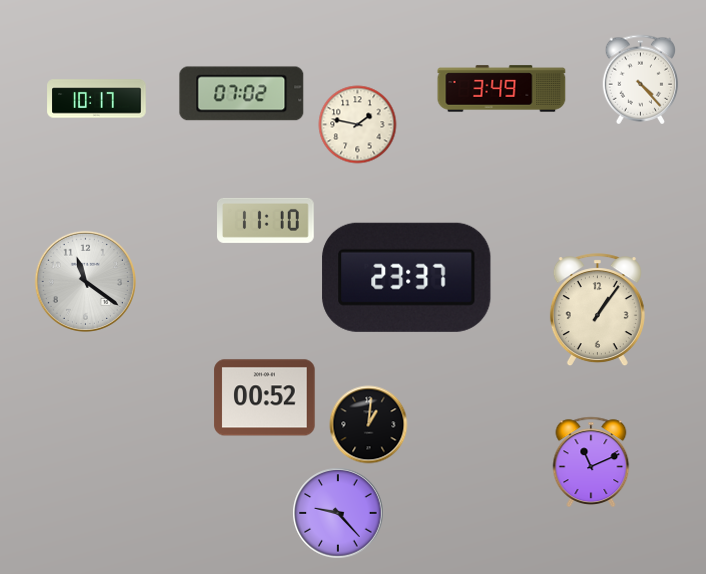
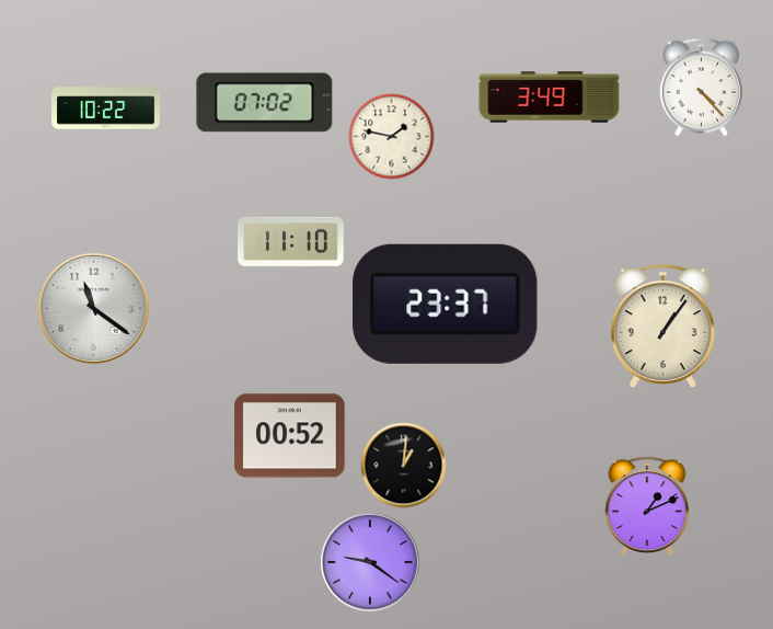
clock at (97, 99): 10:17 -> 10:22
clock at (597, 310) position: (597, 310) -> (662, 327)
clock at (591, 461): 11:11 -> 1:11
clock at (338, 513): 9:23 -> 9:21
